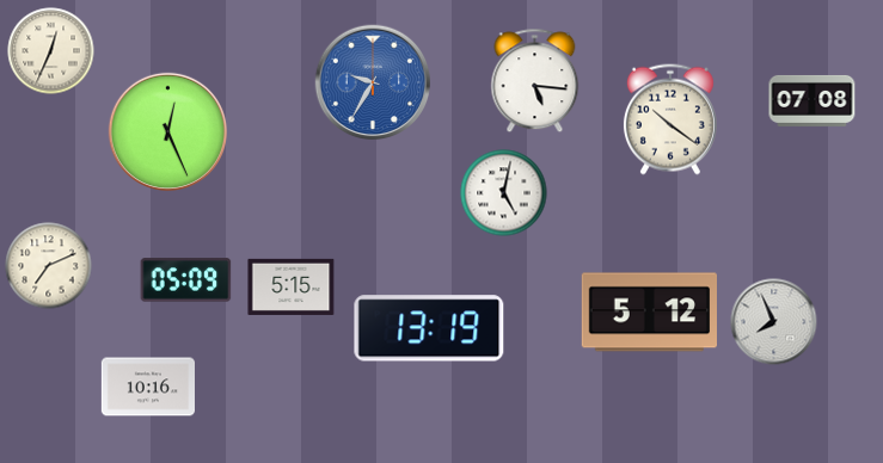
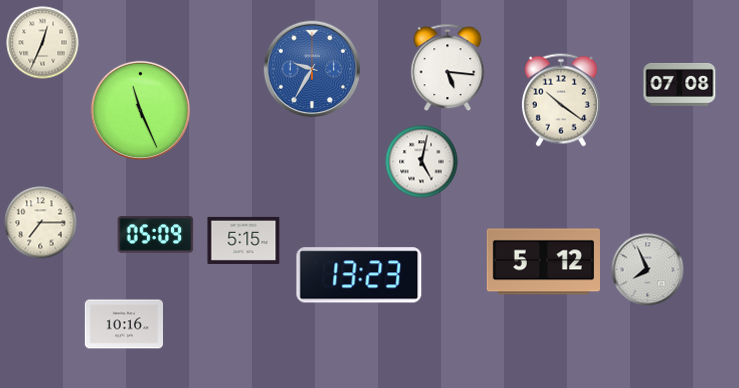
clock at (167, 131): 12:26 -> 11:26
clock at (49, 266): 7:11 -> 7:15
clock at (429, 328): 13:19 -> 13:23
